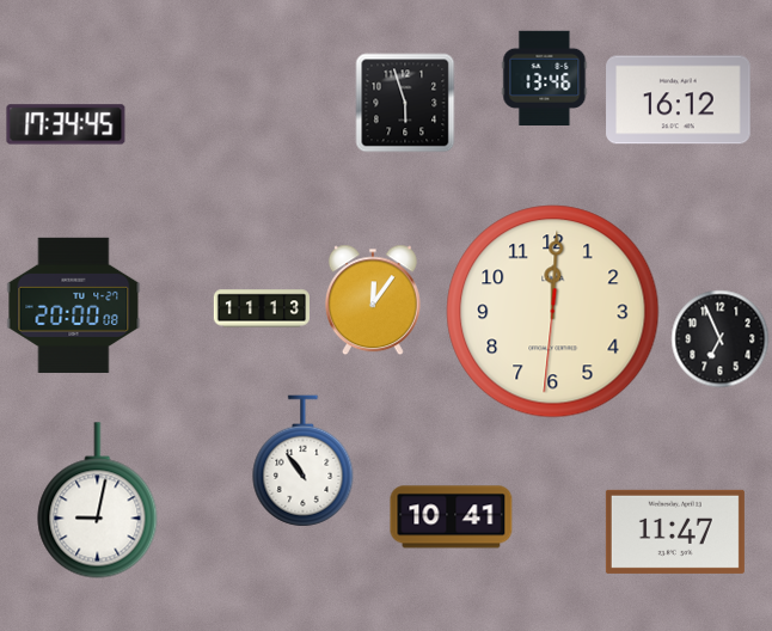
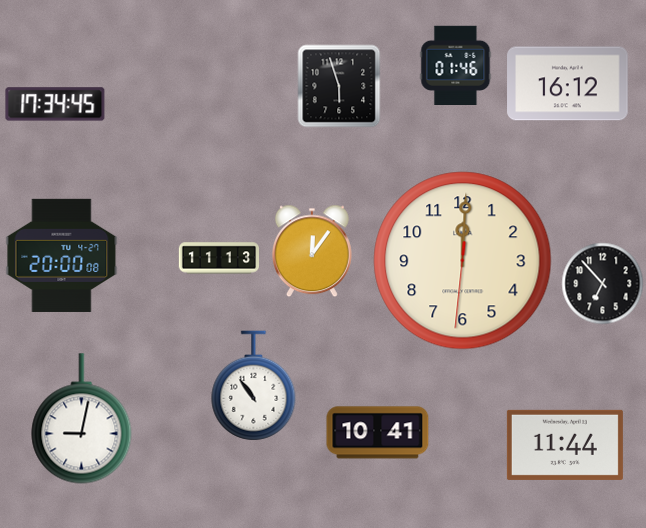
clock at (545, 78): 13:46 -> 01:46
clock at (721, 339): 6:56 -> 6:53
clock at (675, 532): 11:47 -> 11:44
